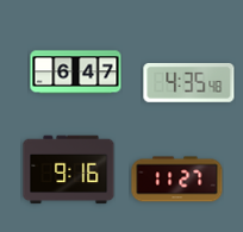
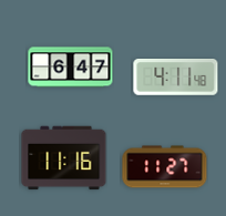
clock at (189, 83): 4:35 -> 4:11
clock at (69, 170): 9:16 -> 11:16
